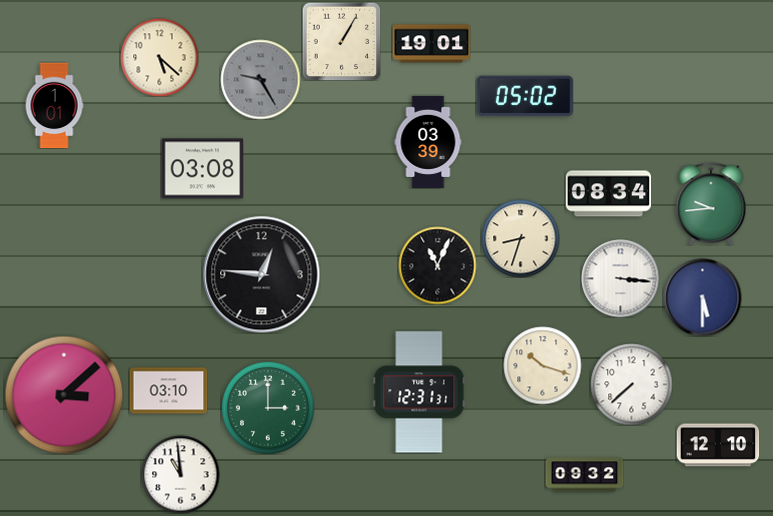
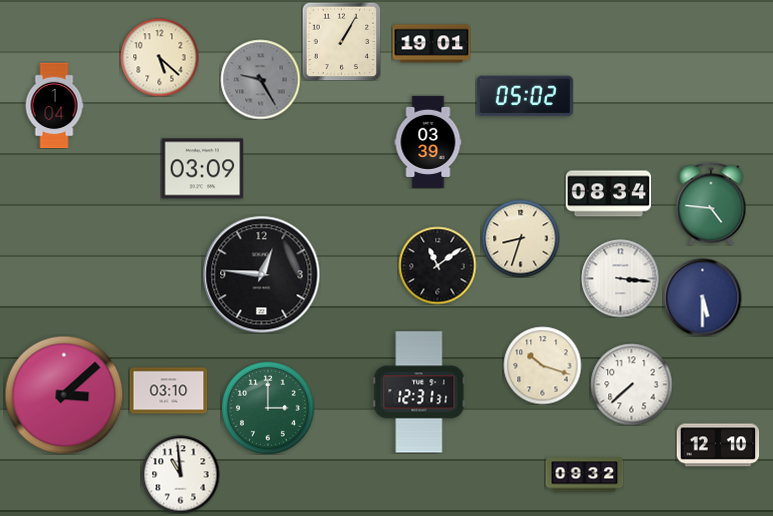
clock at (54, 105): 1:01 -> 1:04
clock at (202, 169): 03:08 -> 03:09
clock at (711, 204): 9:44 -> 4:46
clock at (437, 265): 11:04 -> 11:09
